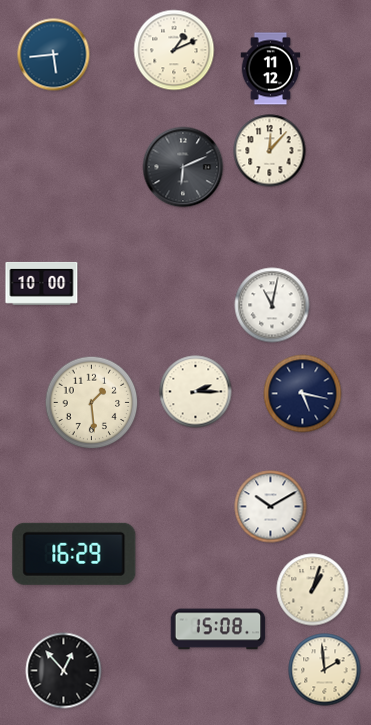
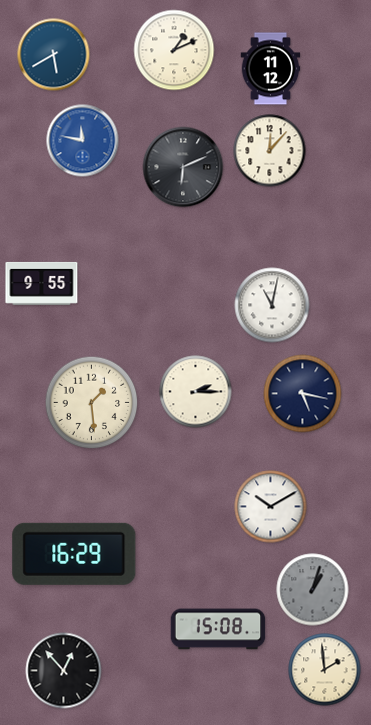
clock at (54, 55): 5:44 -> 5:40
clock at (83, 141): none -> 11:47
clock at (42, 283): 10:00 -> 9:55
clock at (313, 590) dial: cream -> grey
